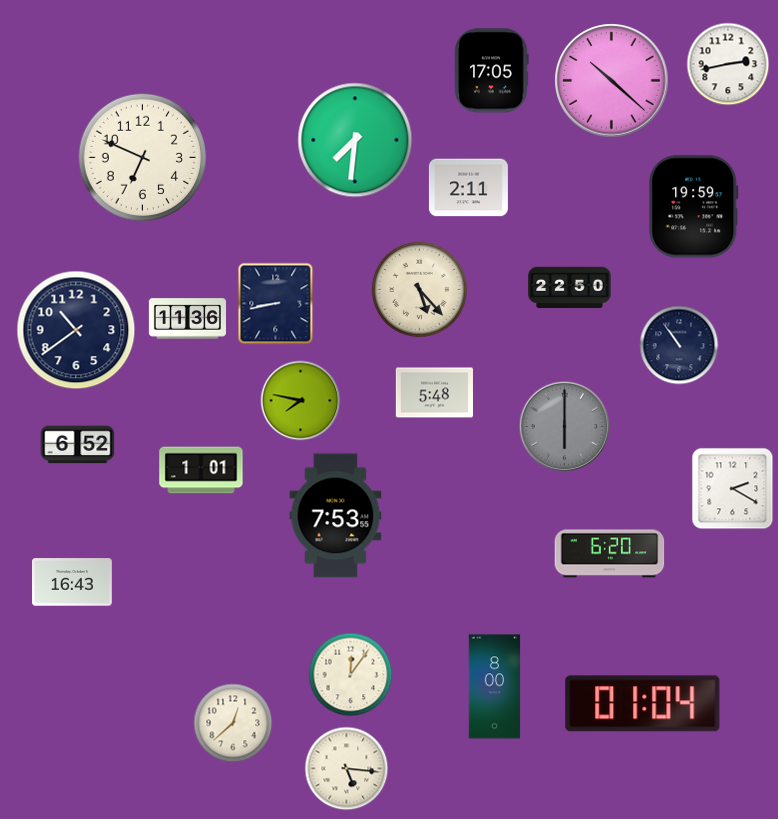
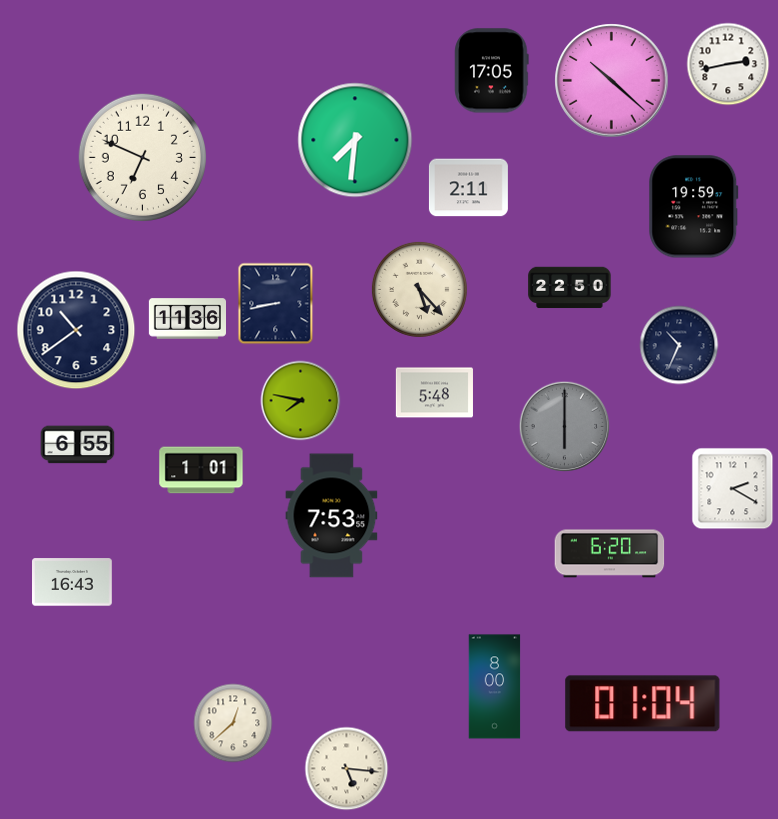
clock at (679, 345): 10:54 -> 10:34
clock at (78, 445): 6:52 -> 6:55
clock at (336, 516) position: (336, 516) -> (332, 516)
clock at (351, 675): 12:06 -> none
